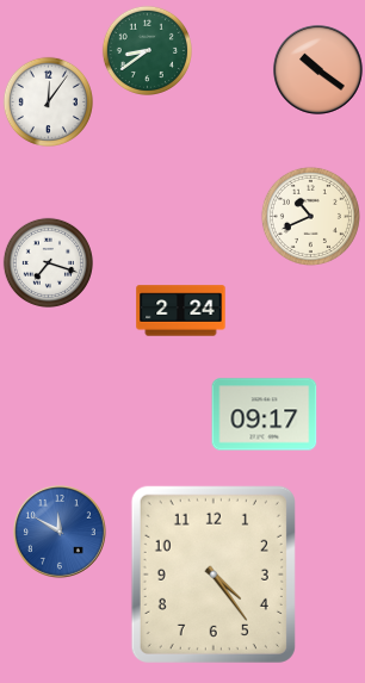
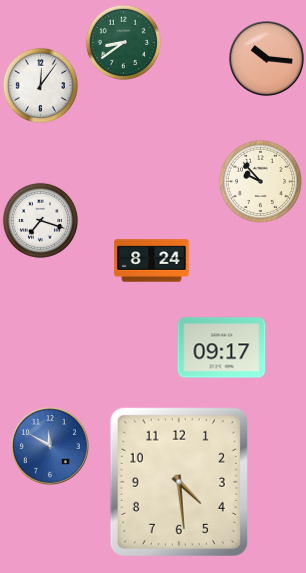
clock at (318, 70): 10:21 -> 10:16
clock at (310, 216): 10:41 -> 9:53
clock at (181, 311): 2:24 -> 8:24
clock at (214, 575): 4:24 -> 4:29
